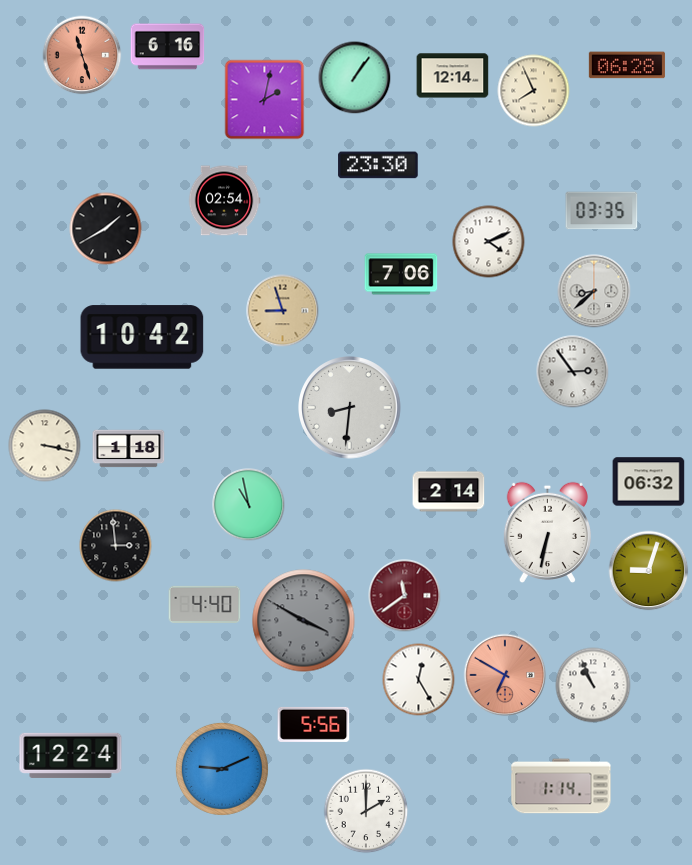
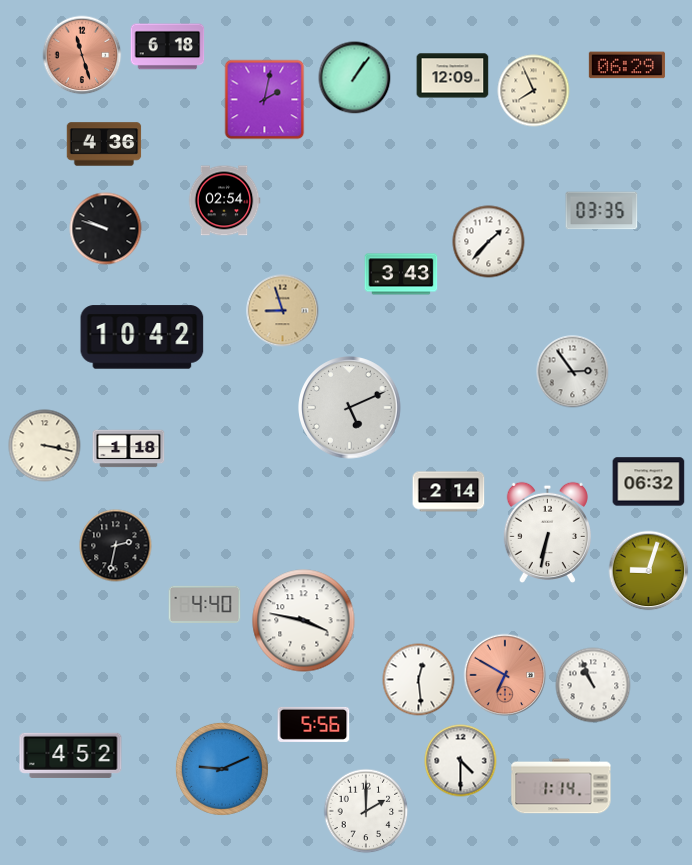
clock at (168, 47): 6:16 -> 6:18
clock at (627, 65): 06:28 -> 06:29
clock at (453, 76): 12:14 -> 12:09
clock at (104, 144): none -> 4:36
clock at (378, 165): 23:30 -> none
clock at (106, 229): 1:40 -> 9:48
clock at (489, 242): 4:11 -> 1:37
clock at (401, 274): 7:06 -> 3:43
clock at (594, 291): 8:38 -> none
clock at (350, 408): 8:31 -> 5:11
clock at (249, 505): 10:58 -> none
clock at (116, 546): 2:59 -> 2:32
clock at (405, 596): 11:39 -> none
clock at (304, 621): 3:50 -> 3:47
clock at (304, 621) dial: grey -> white
clock at (419, 680): 12:25 -> 12:29
clock at (71, 755): 12:24 -> 4:52
clock at (461, 761): none -> 4:30
